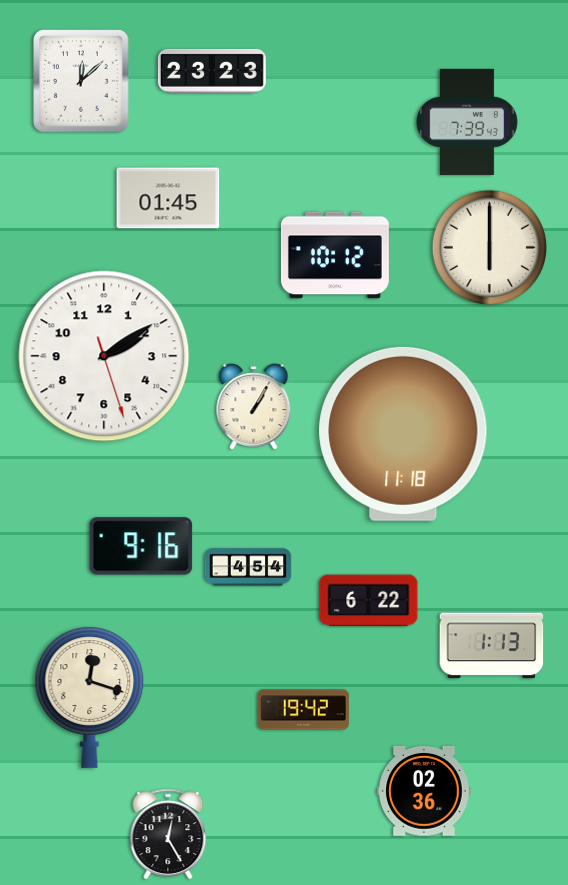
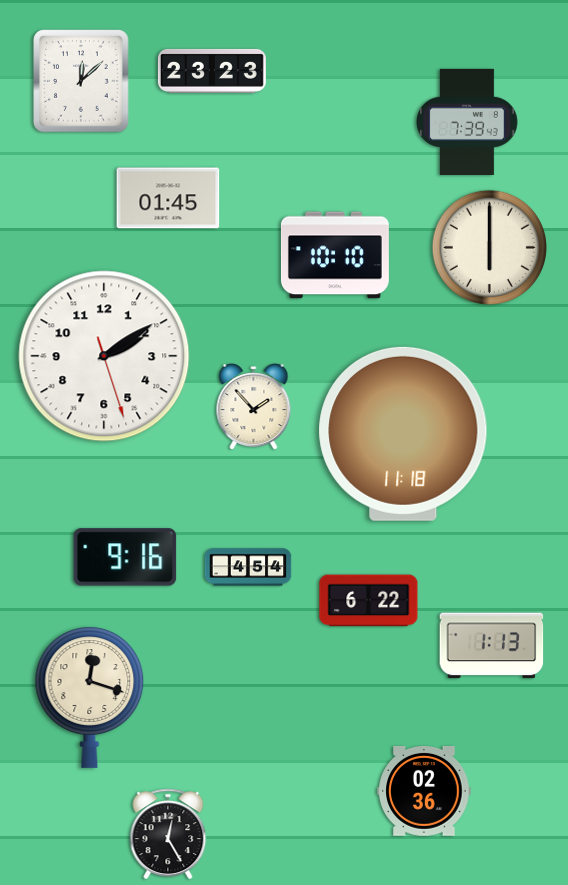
clock at (335, 255): 10:12 -> 10:10
clock at (254, 407): 1:05 -> 1:53
clock at (141, 546) position: (141, 546) -> (125, 557)
clock at (303, 710): 19:42 -> none
